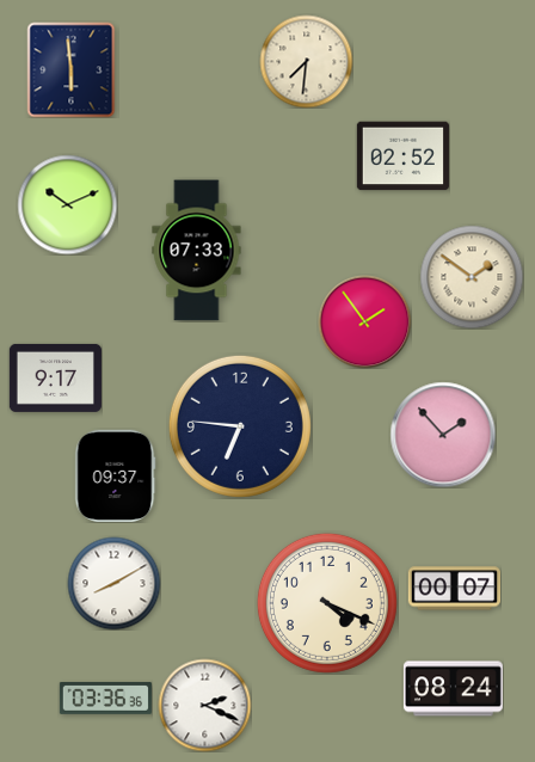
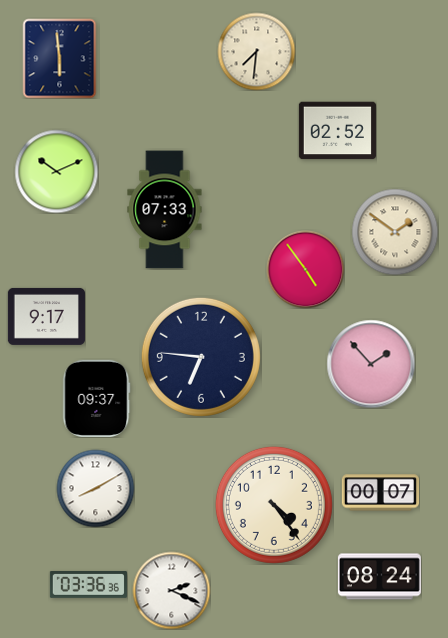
clock at (364, 321): 1:54 -> 4:54
clock at (327, 603): 4:19 -> 4:24
